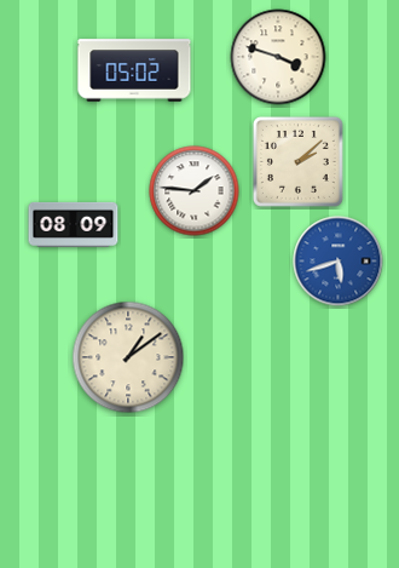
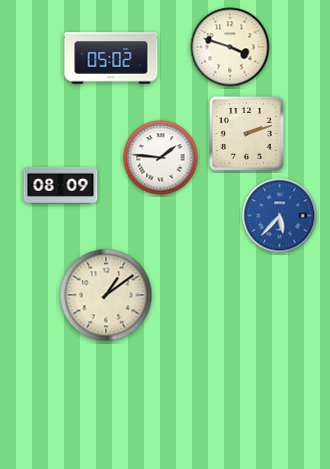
clock at (297, 161): 2:08 -> 2:12
clock at (339, 262): 5:42 -> 5:37
